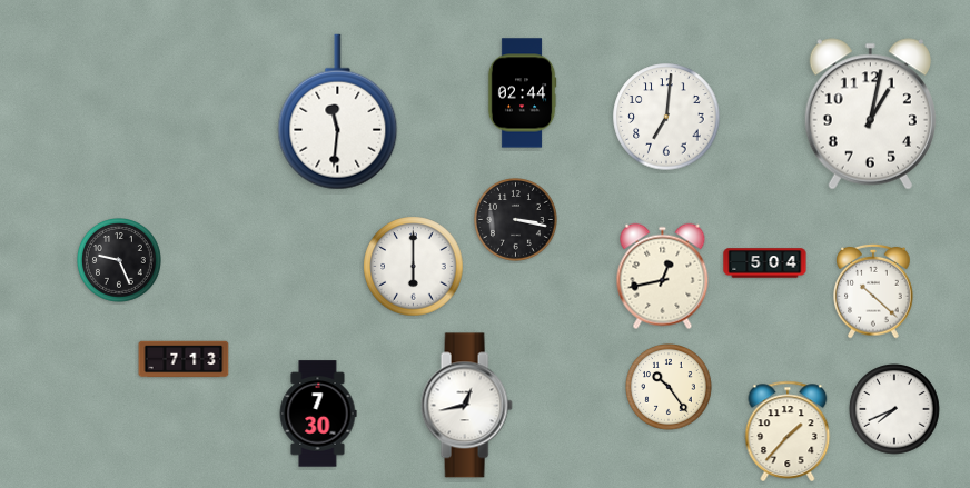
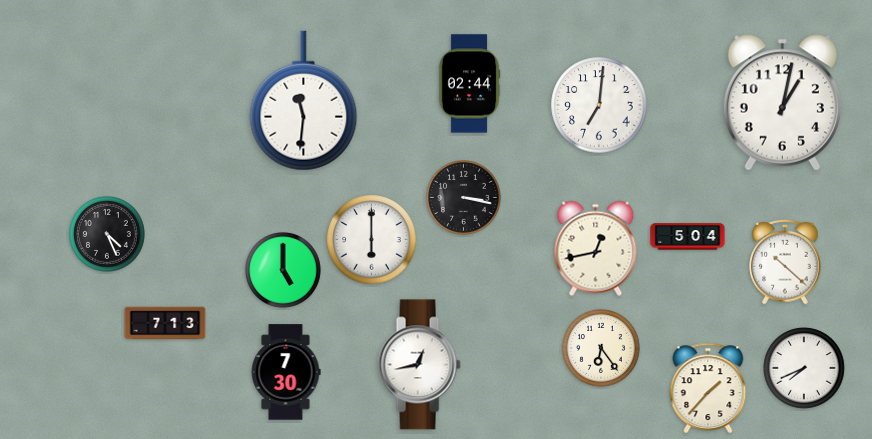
clock at (120, 261): 9:26 -> 4:26
clock at (284, 271): none -> 5:00
clock at (670, 388): 10:24 -> 6:24
